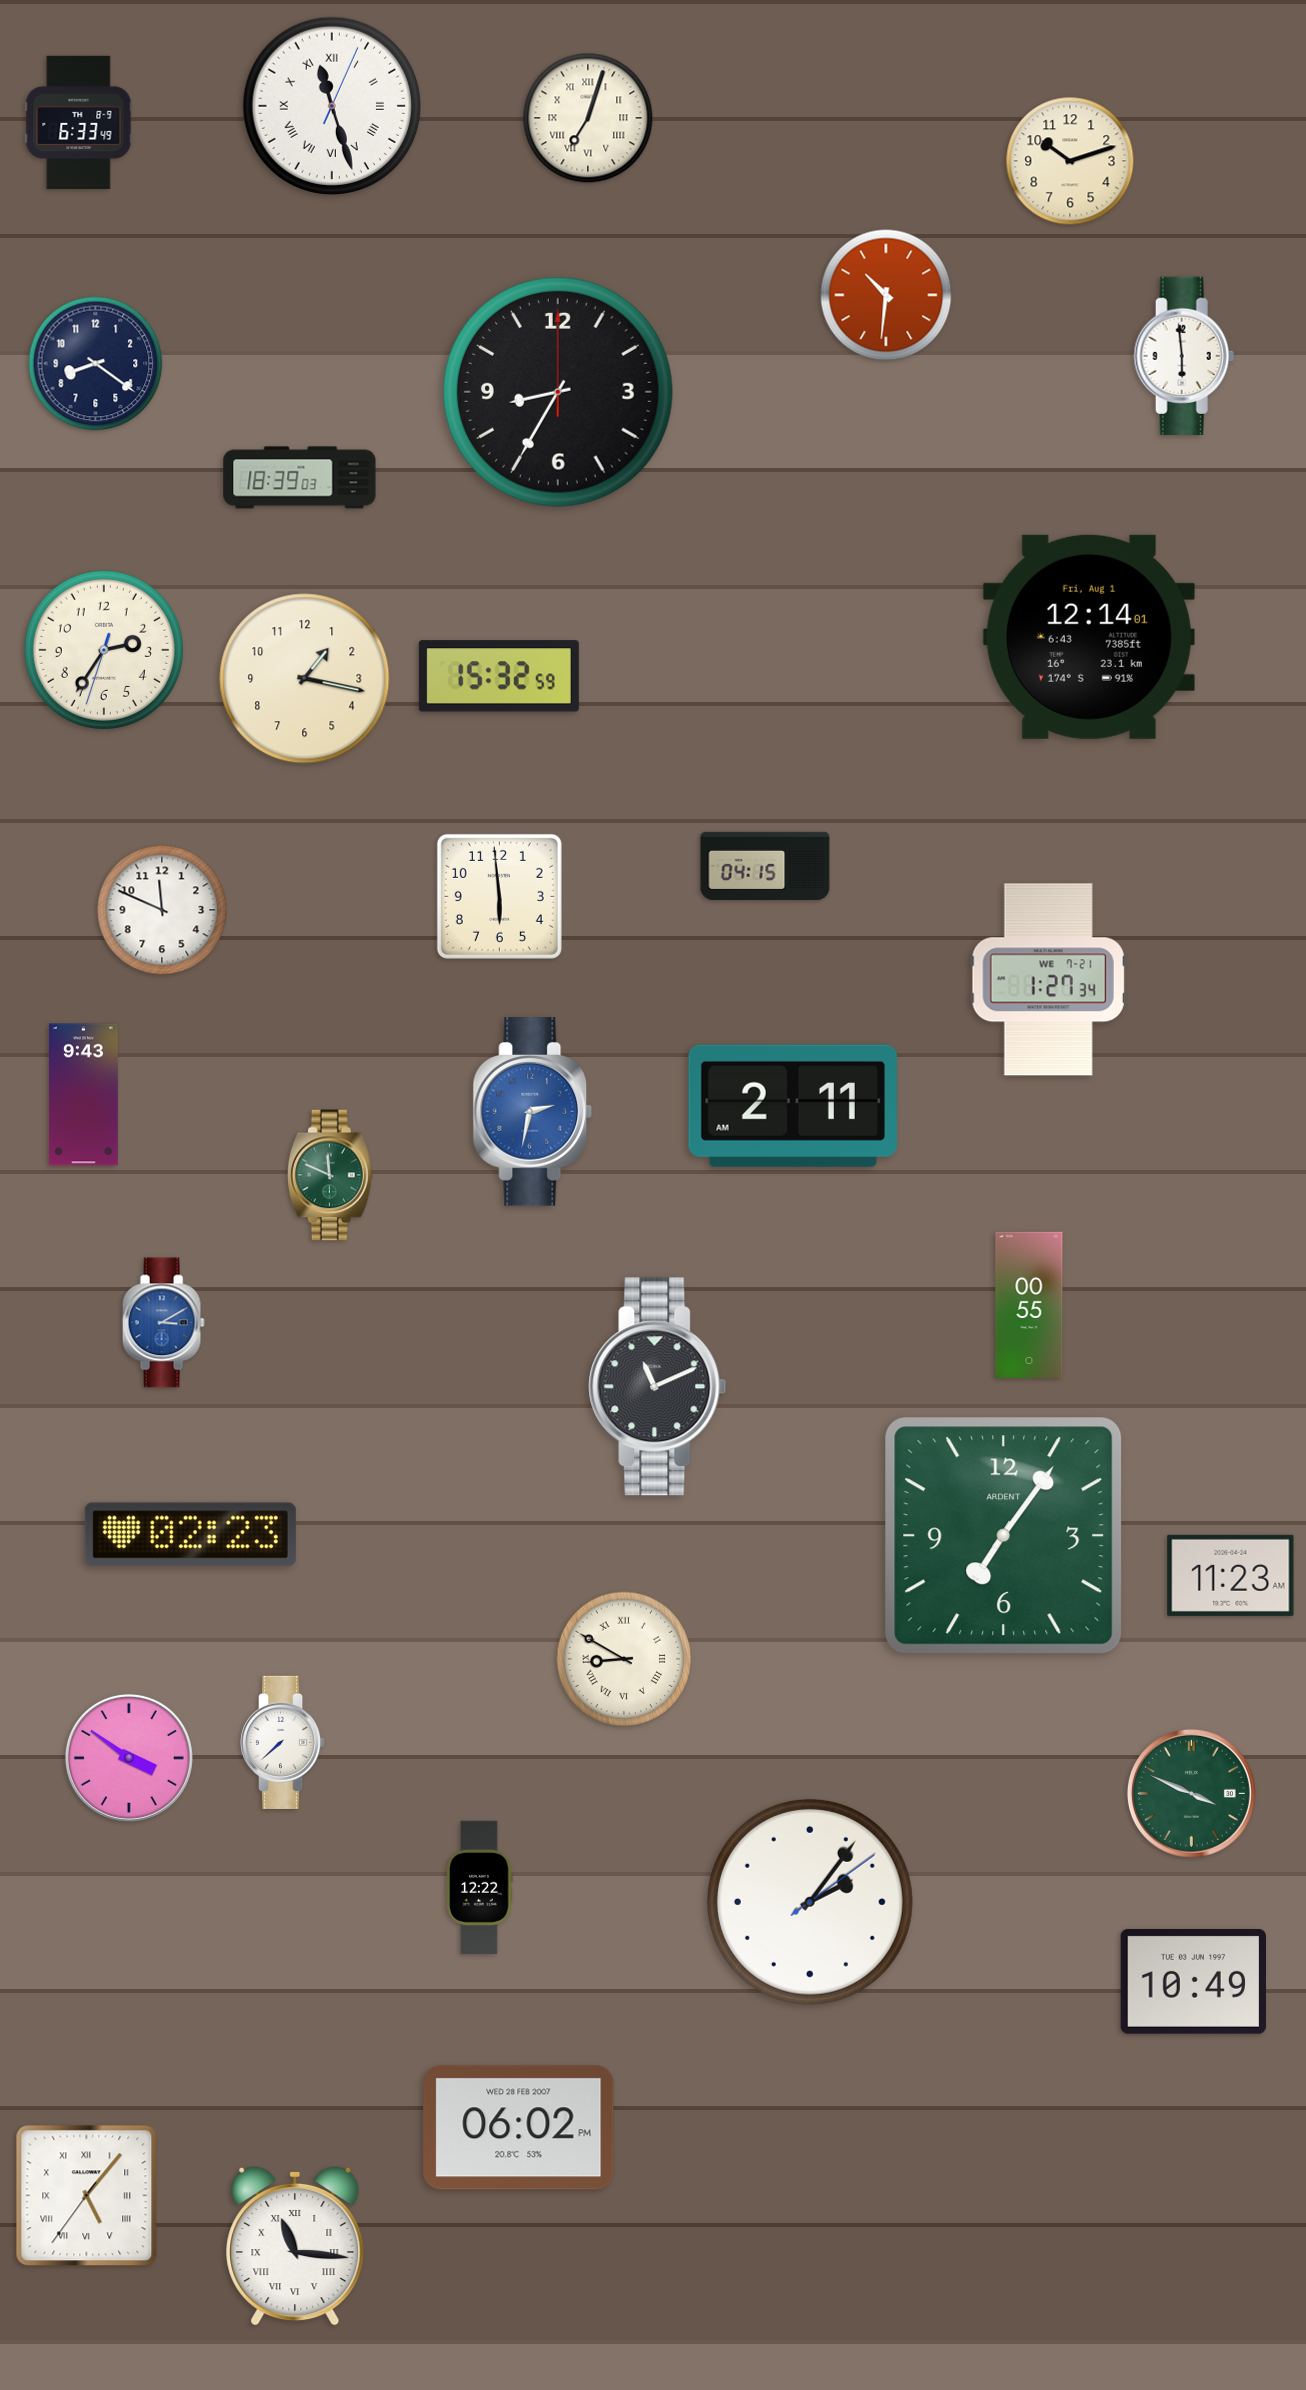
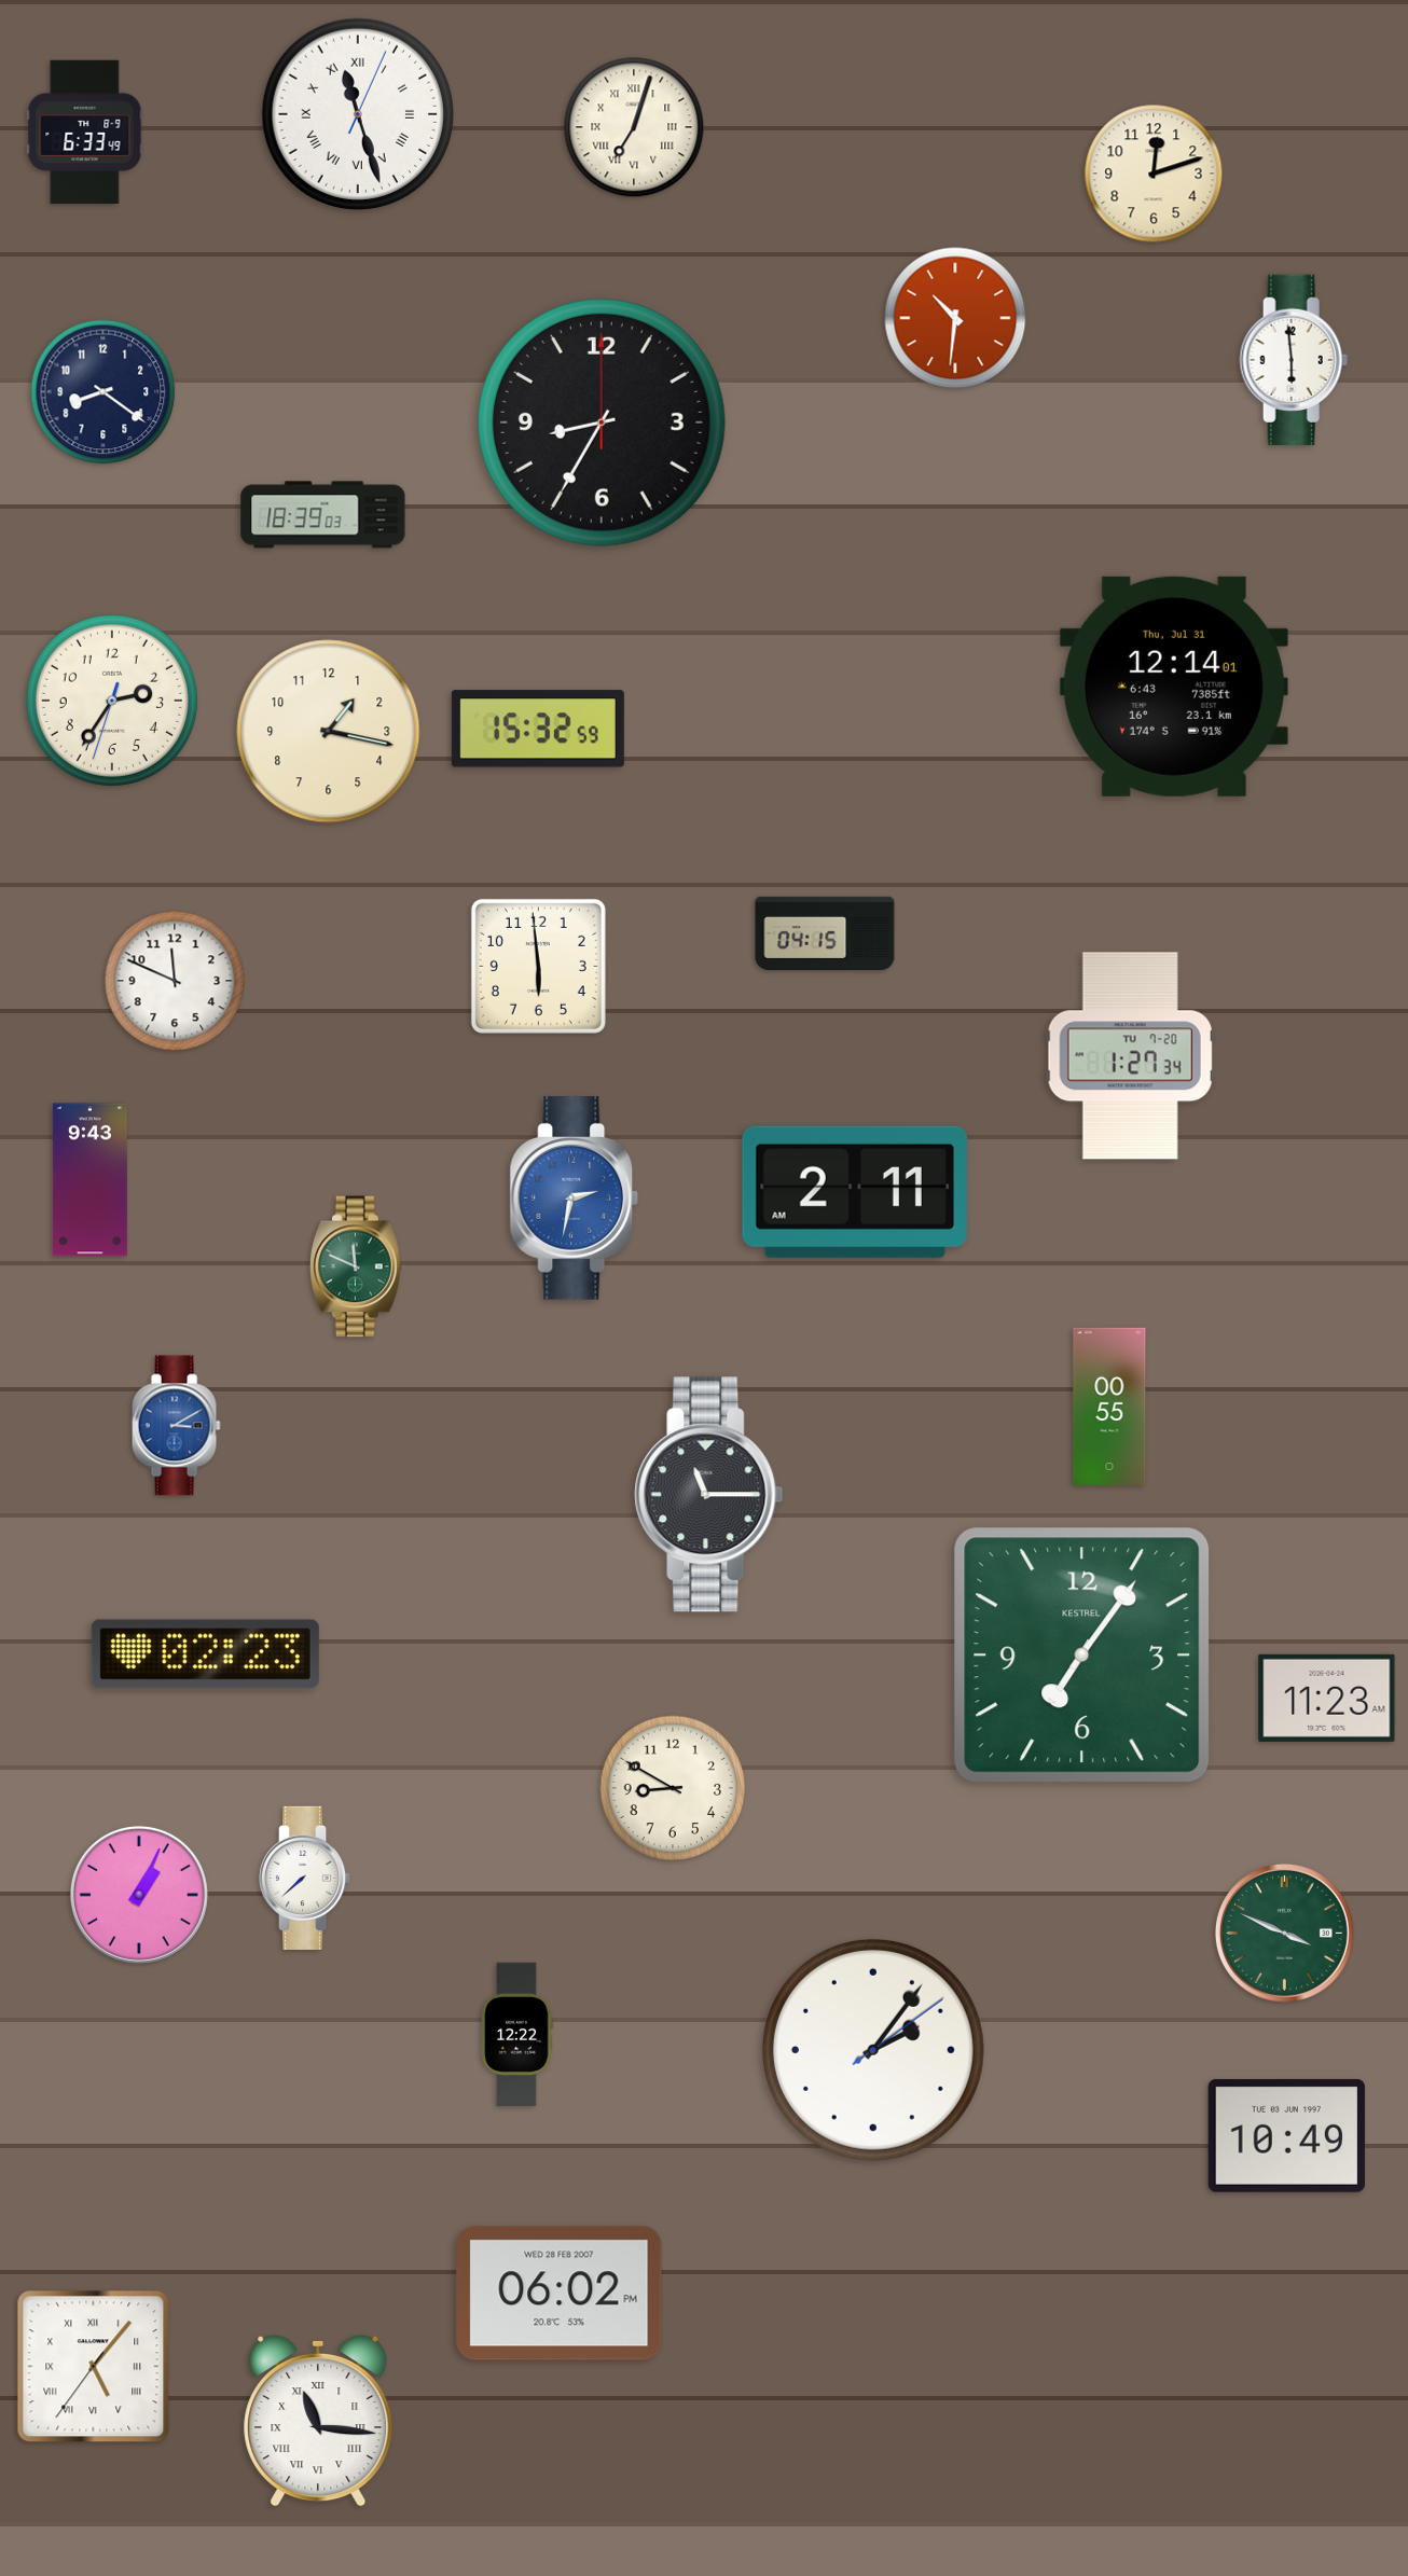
clock at (1070, 161): 10:12 -> 12:12
clock at (1184, 355) position: (1184, 355) -> (1294, 359)
clock at (1089, 637) date: Fri, Aug 1 -> Thu, Jul 31
clock at (1048, 980) date: WE 7-21 -> TU 7-20
clock at (658, 1387): 11:11 -> 11:15
clock at (1004, 1536) brand: ARDENT -> KESTREL
clock at (624, 1659) numerals: Roman -> Arabic
clock at (129, 1758): 3:51 -> 1:04
